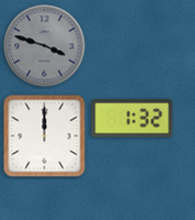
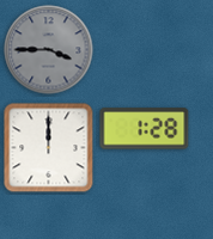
clock at (45, 46): 3:48 -> 3:45
clock at (133, 119): 1:32 -> 1:28
